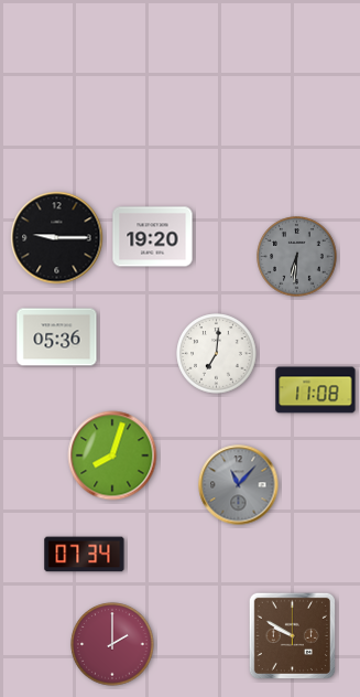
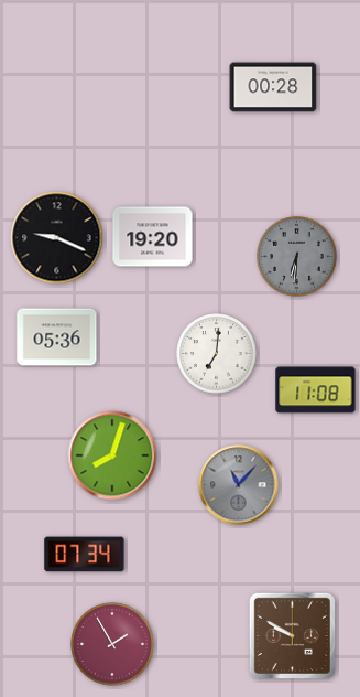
clock at (273, 87): none -> 00:28
clock at (57, 238): 9:15 -> 9:19
clock at (112, 644): 2:00 -> 1:55
